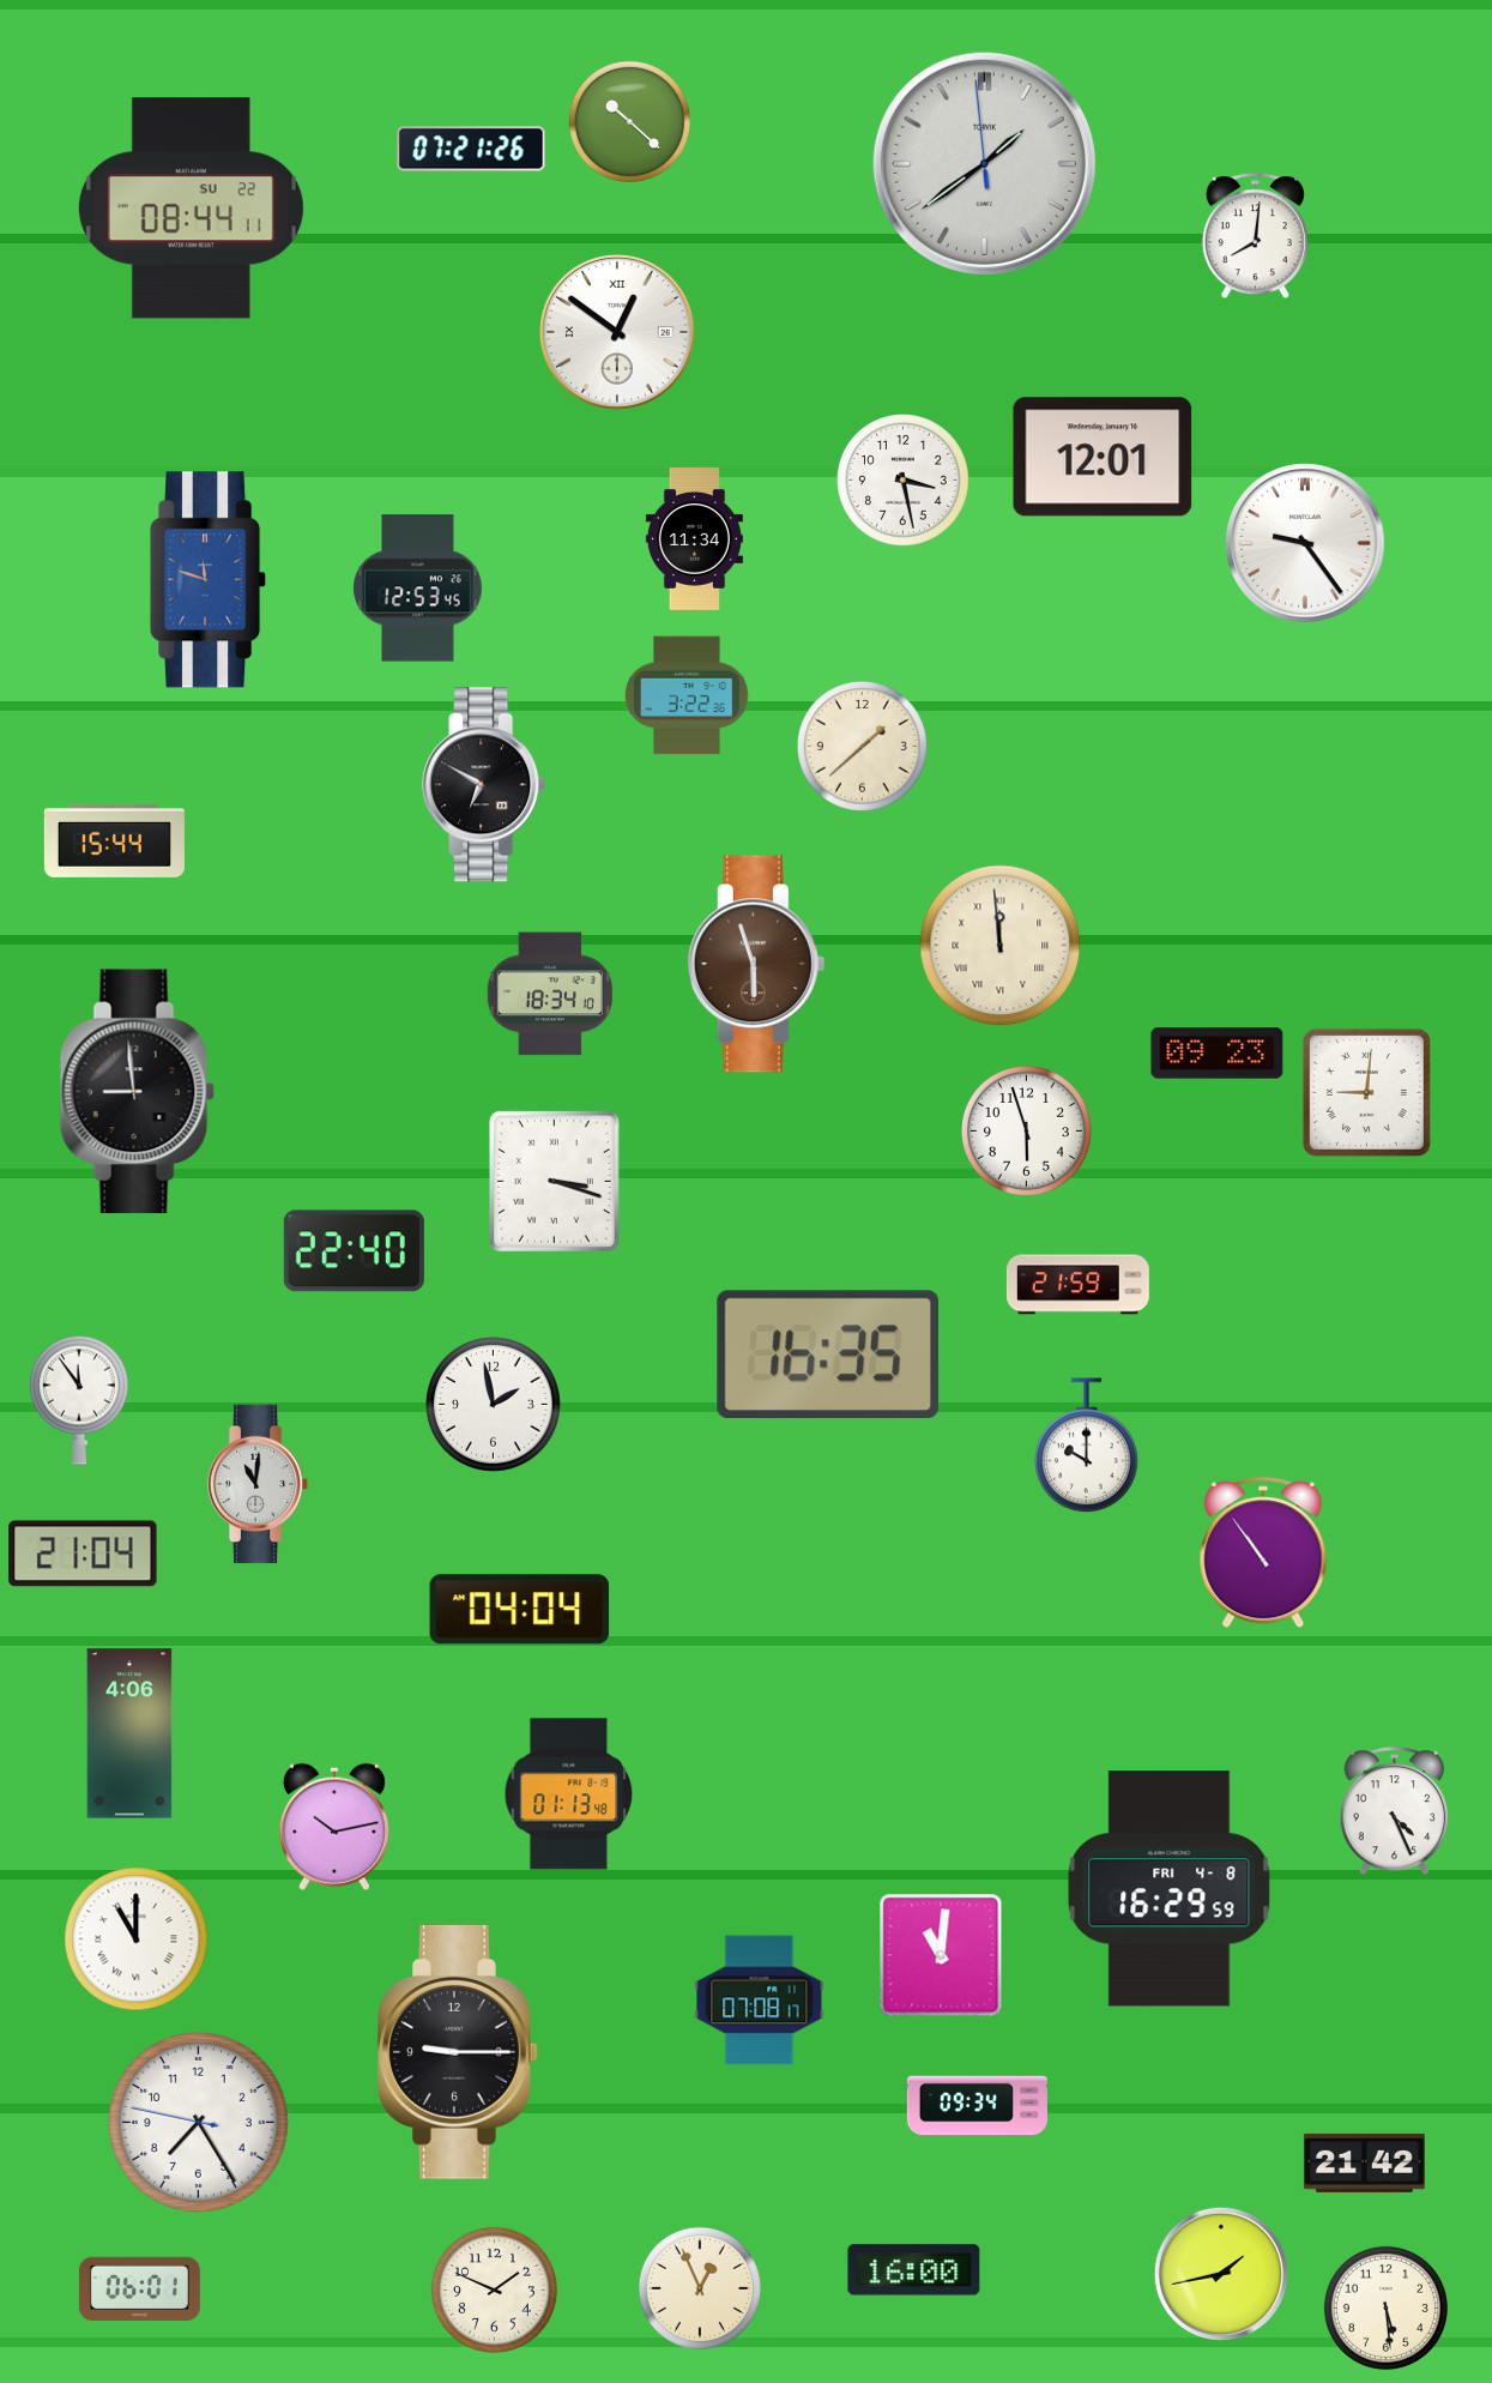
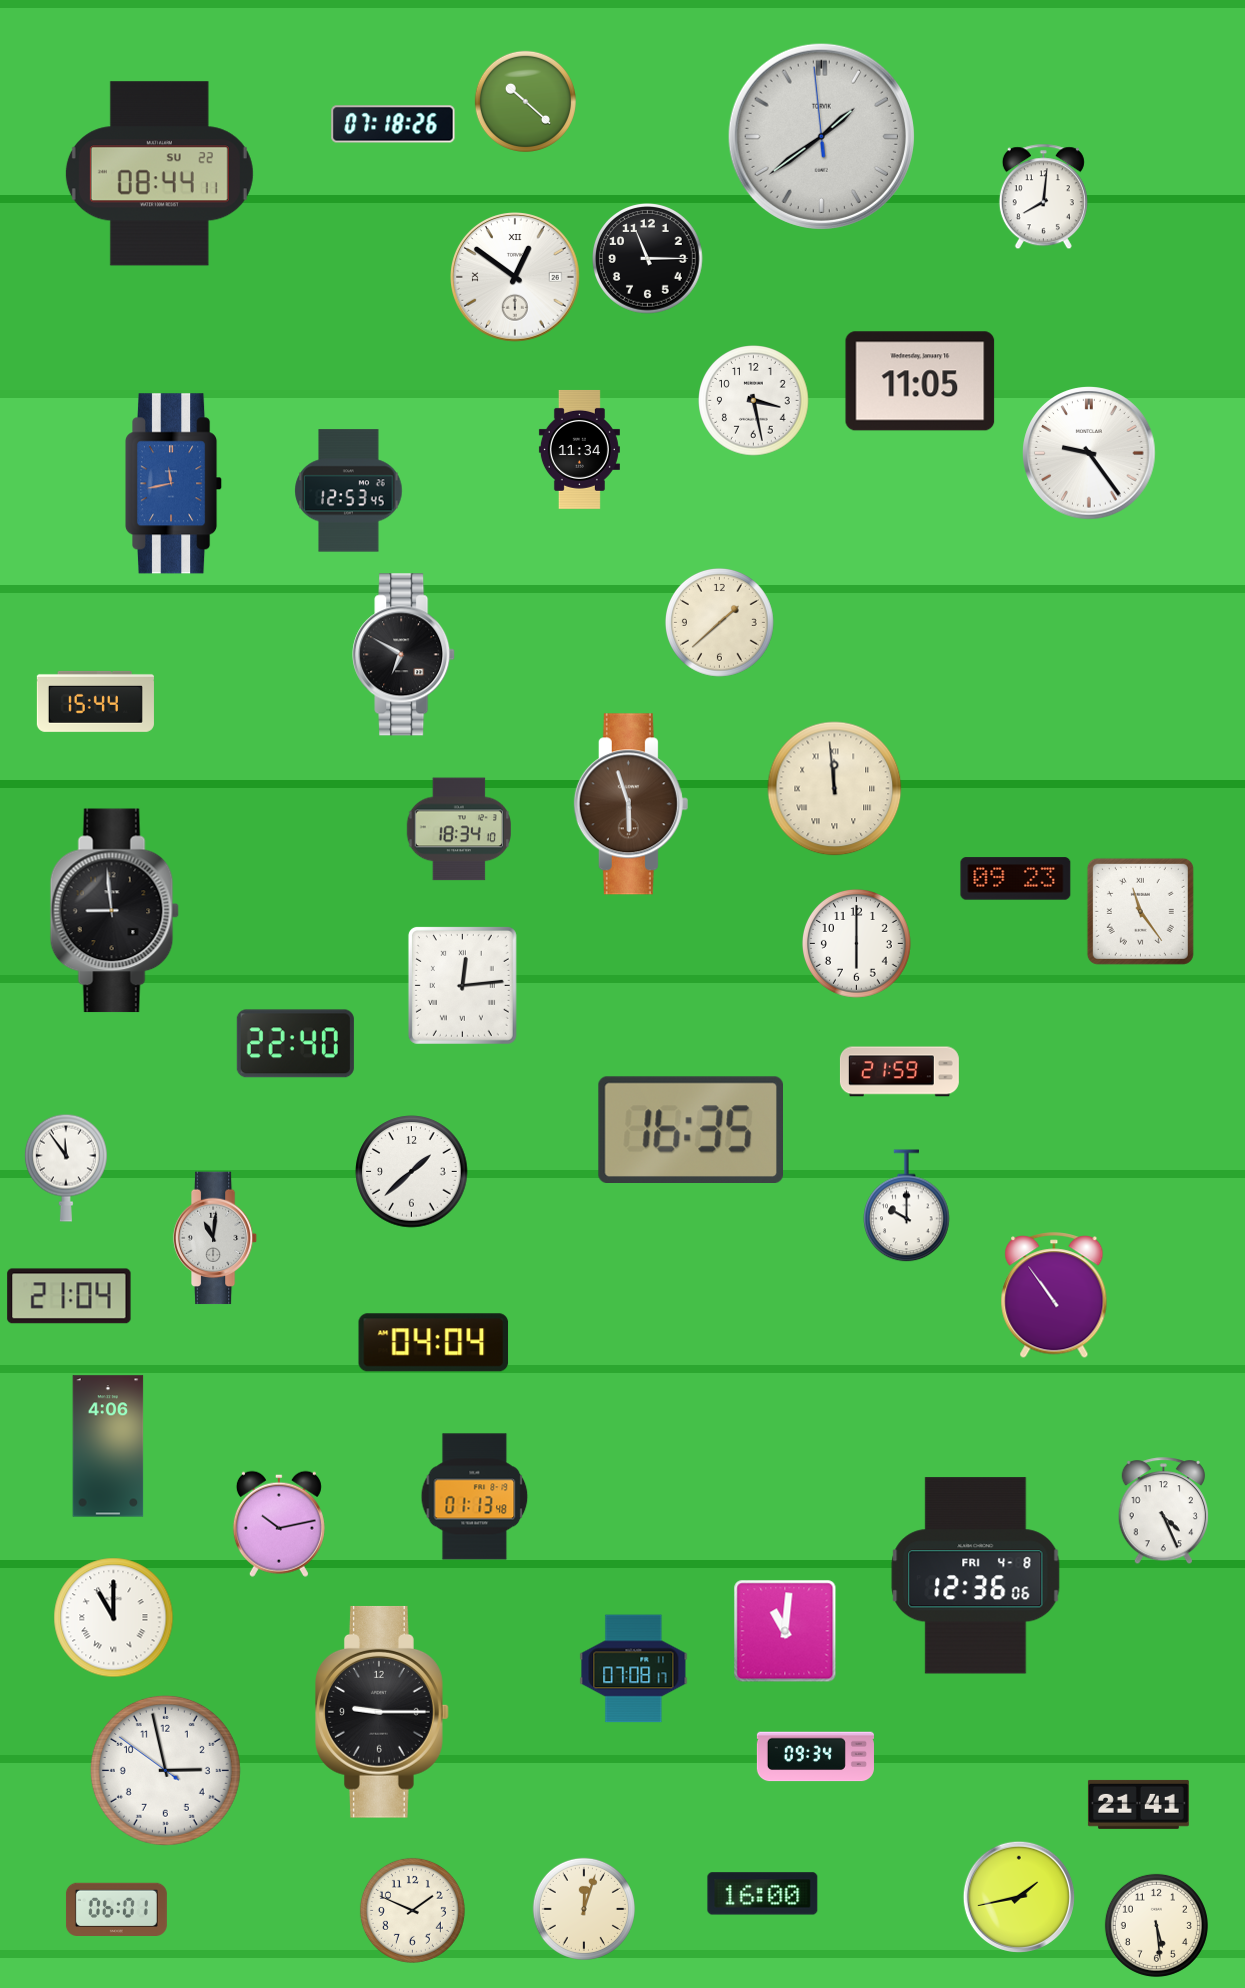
clock at (471, 149): 07:21 -> 07:18
clock at (1255, 236) position: (1255, 236) -> (1043, 197)
clock at (648, 259): none -> 11:15
clock at (1103, 457): 12:01 -> 11:05
clock at (210, 580): 11:48 -> 11:43
clock at (687, 695): 3:22 -> none
clock at (1366, 1092): 9:01 -> 11:24
clock at (1026, 1130): 5:57 -> 6:00
clock at (554, 1181): 3:18 -> 12:14
clock at (494, 1405): 1:58 -> 1:38
clock at (1170, 1889): 16:29 -> 12:36
clock at (198, 2122): 7:24 -> 2:57
clock at (1364, 2162): 21:42 -> 21:41
clock at (700, 2288): 12:56 -> 12:03
